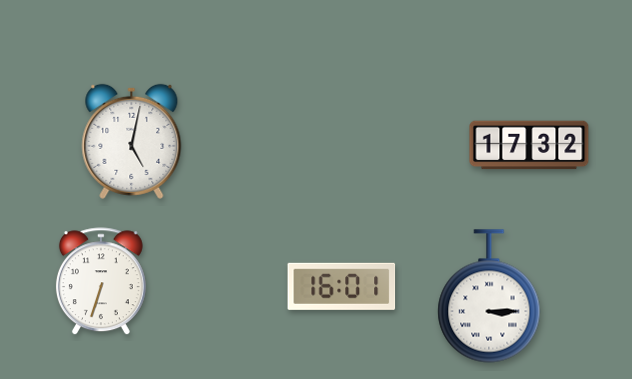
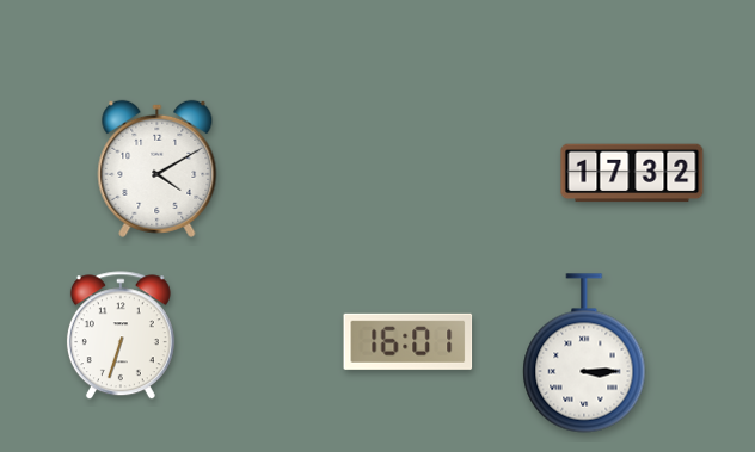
clock at (132, 141): 5:02 -> 4:10
